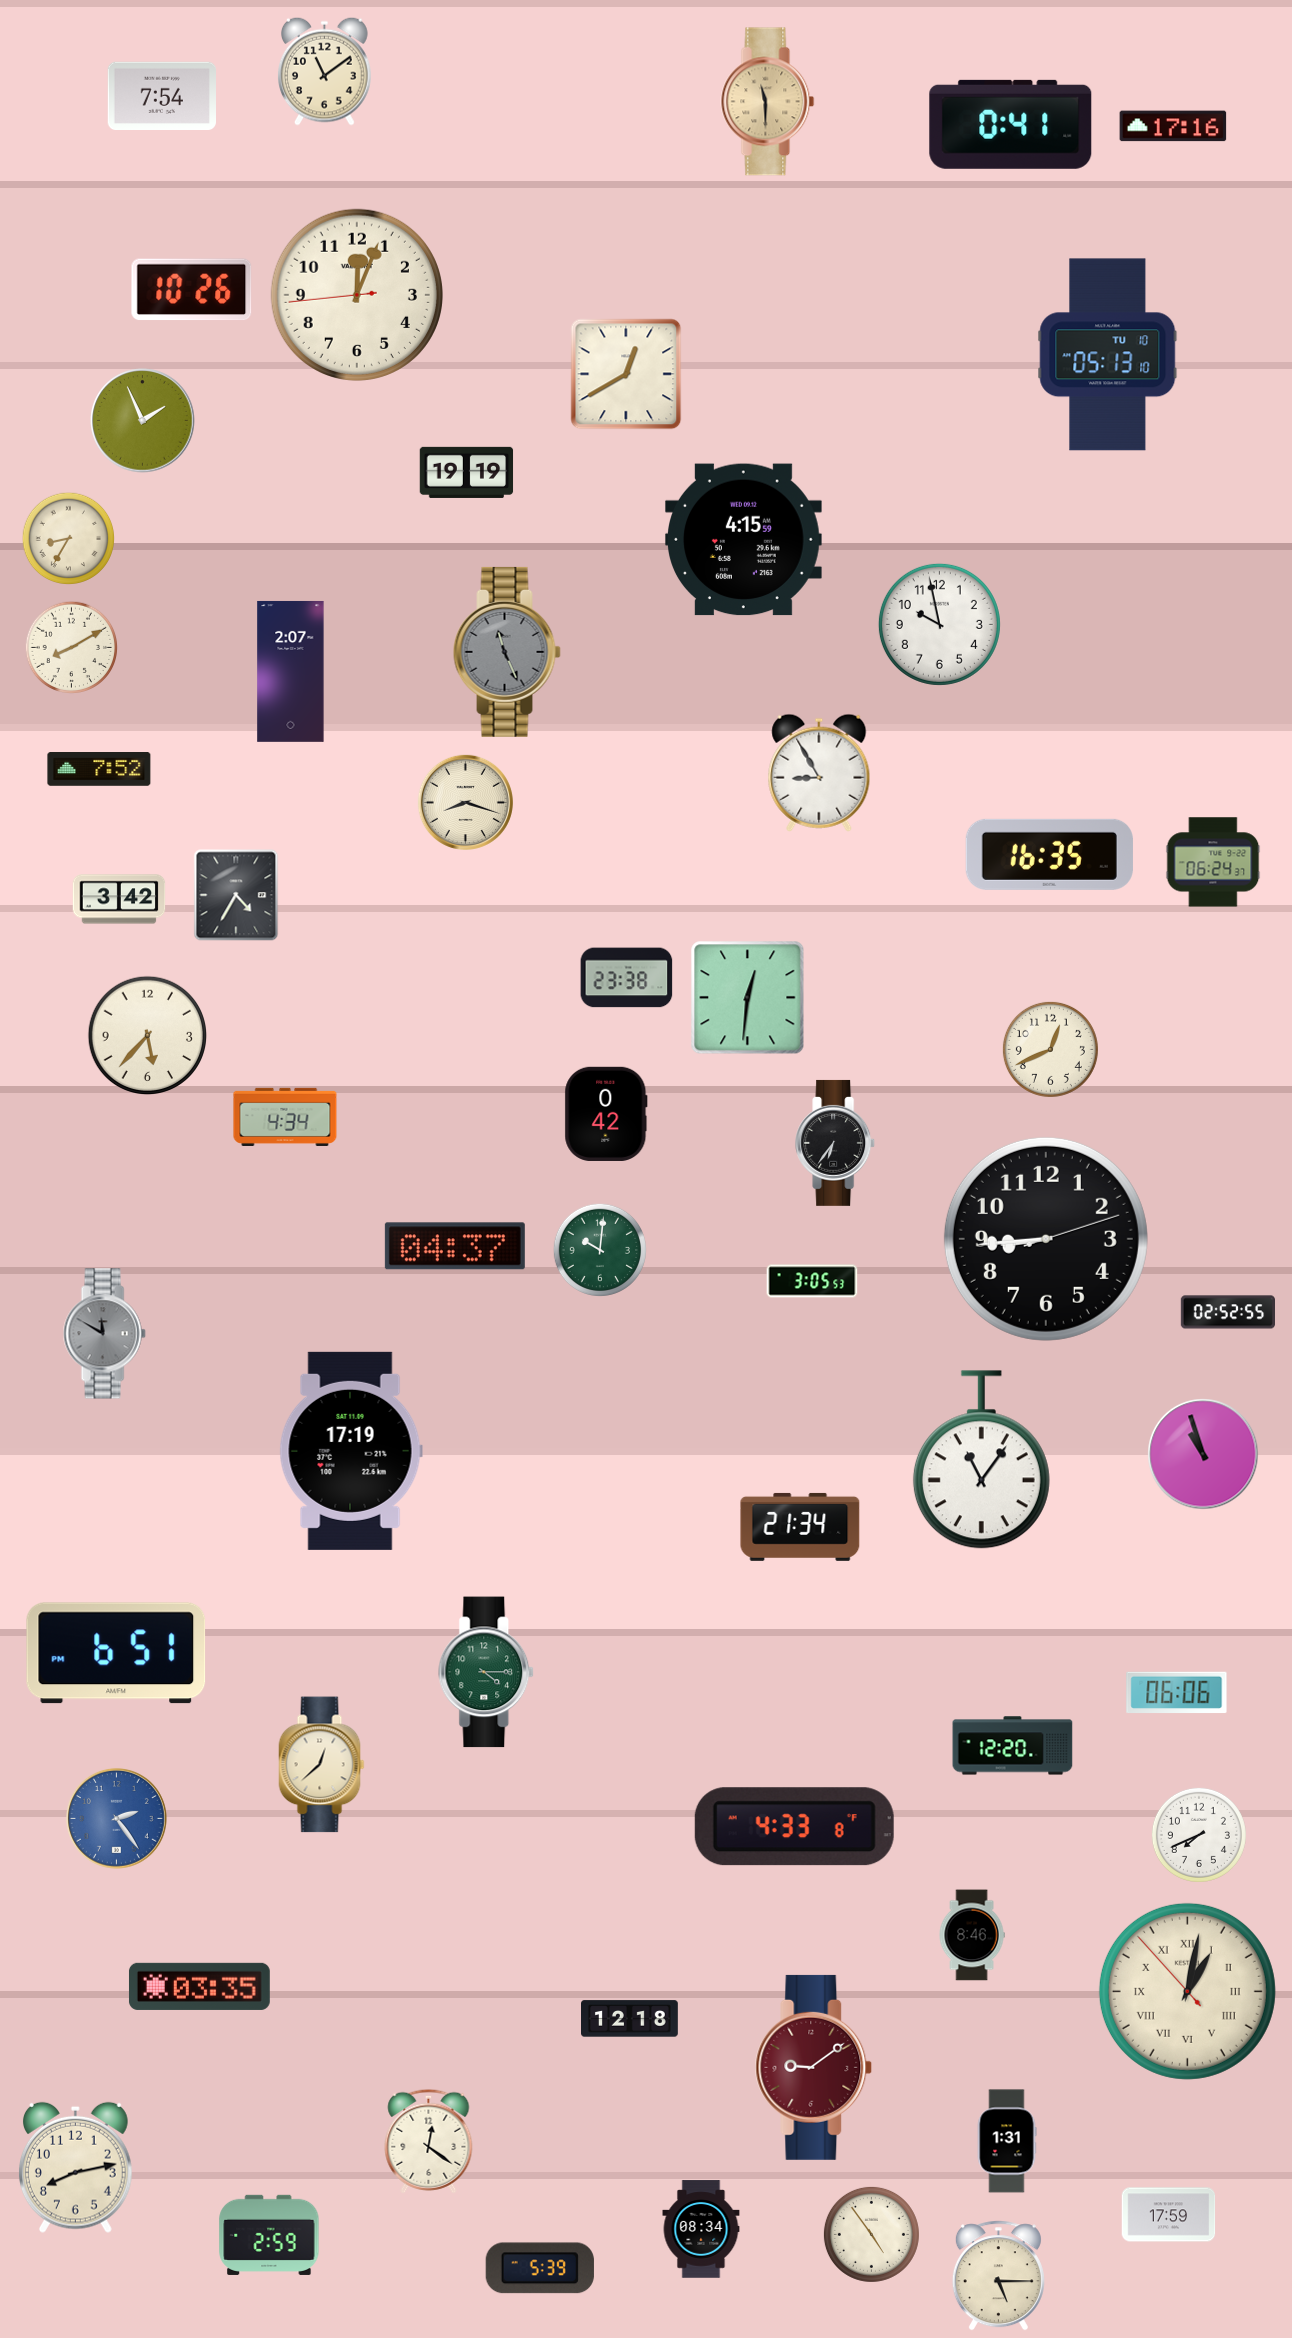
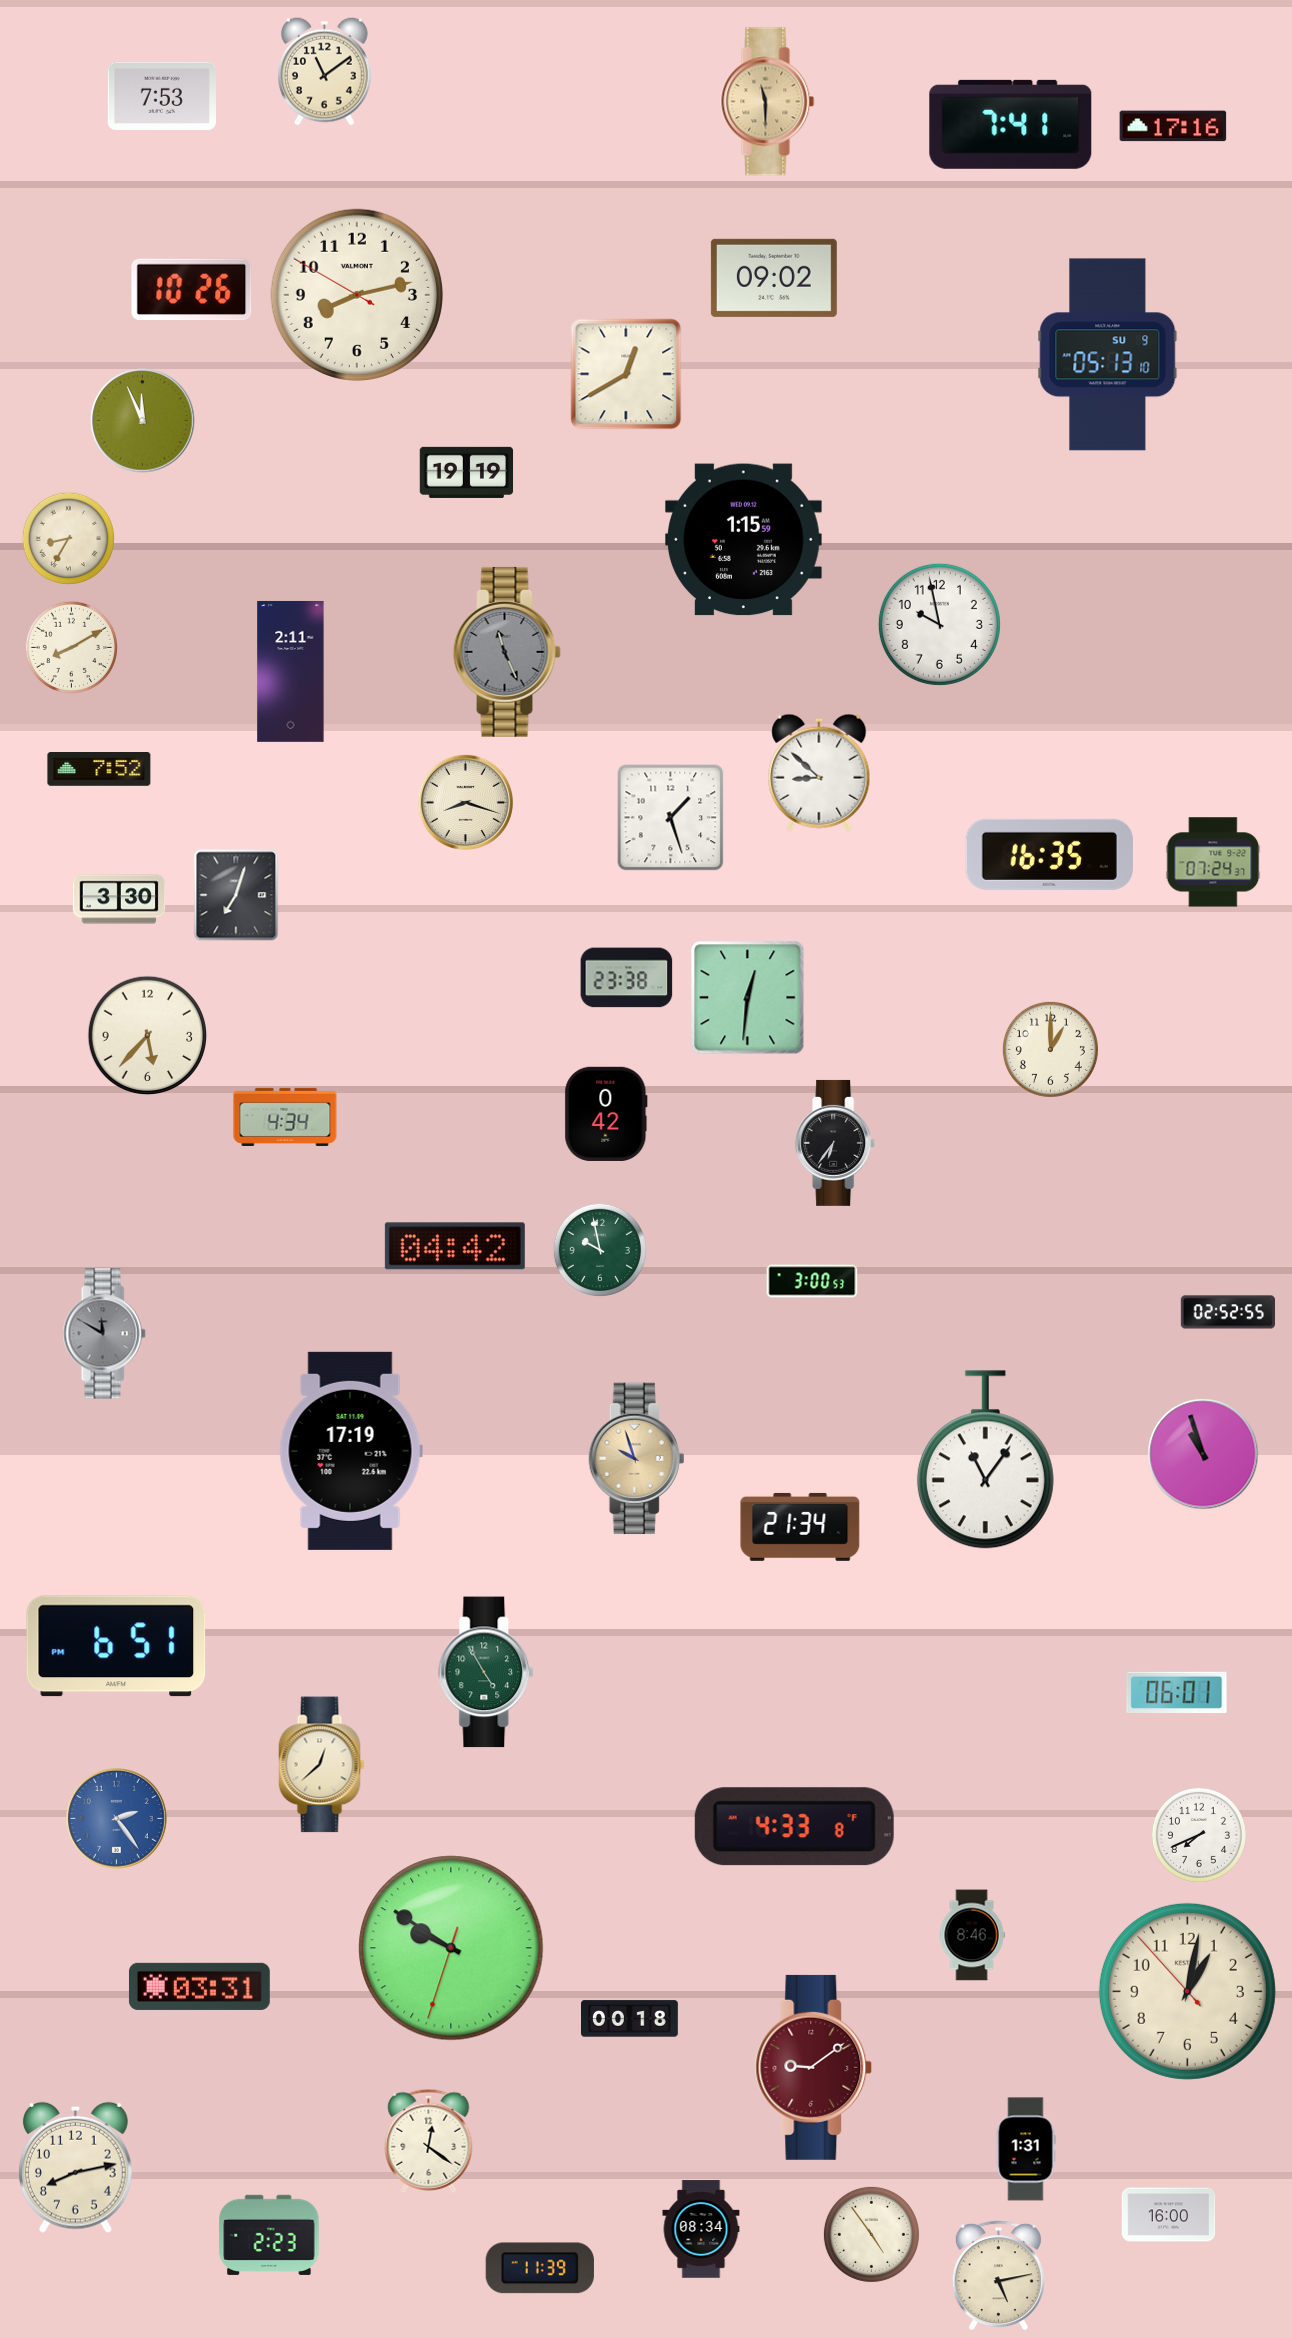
clock at (161, 95): 7:54 -> 7:53
clock at (1011, 124): 0:41 -> 7:41
clock at (774, 278): none -> 09:02
clock at (357, 295): 12:03 -> 8:12
clock at (1108, 355) date: TU 10 -> SU 9
clock at (143, 421): 1:56 -> 11:56
clock at (744, 540): 4:15 -> 1:15
clock at (291, 671): 2:07 -> 2:11
clock at (819, 773): 8:55 -> 8:52
clock at (671, 818): none -> 1:27
clock at (1213, 862): 06:24 -> 07:24
clock at (236, 895): 4:35 -> 7:03
clock at (119, 899): 3:42 -> 3:30
clock at (1050, 1049): 12:41 -> 1:00
clock at (1046, 1239): 8:44 -> none
clock at (455, 1246): 04:37 -> 04:42
clock at (599, 1249): 10:01 -> 9:58
clock at (812, 1281): 3:05 -> 3:00
clock at (637, 1459): none -> 9:57
clock at (981, 1460) position: (981, 1460) -> (985, 1460)
clock at (116, 1653) position: (116, 1653) -> (116, 1646)
clock at (487, 1672): 4:15 -> 4:55
clock at (1177, 1693): 06:06 -> 06:01
clock at (1013, 1746): 12:20 -> none
clock at (451, 1948): none -> 9:50
clock at (199, 1986): 03:35 -> 03:31
clock at (1187, 1991) numerals: Roman -> Arabic
clock at (630, 2019): 12:18 -> 00:18
clock at (1007, 2141) position: (1007, 2141) -> (1026, 2149)
clock at (1169, 2215): 17:59 -> 16:00
clock at (269, 2235): 2:59 -> 2:23
clock at (540, 2268): 5:39 -> 11:39
clock at (998, 2276): 5:15 -> 5:13
